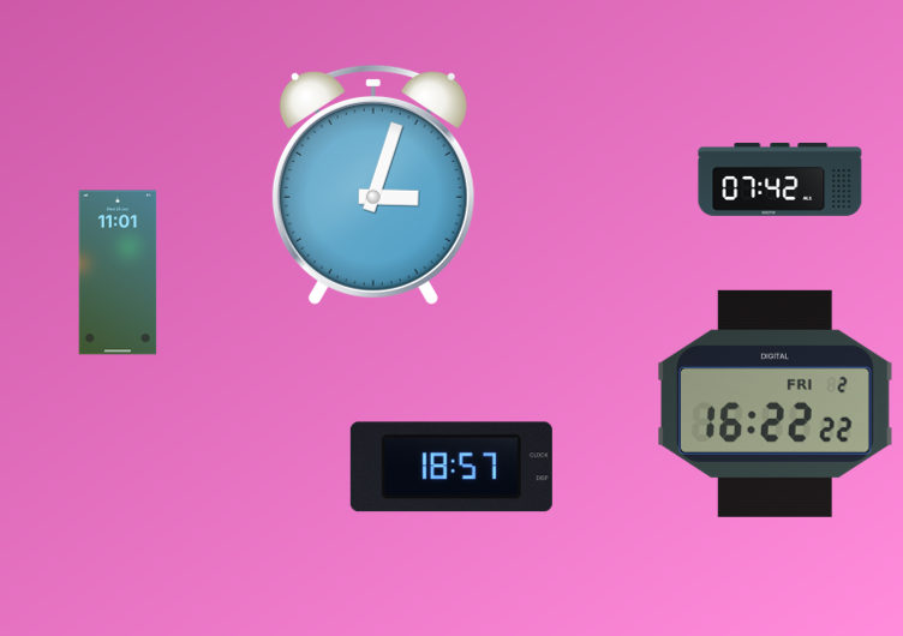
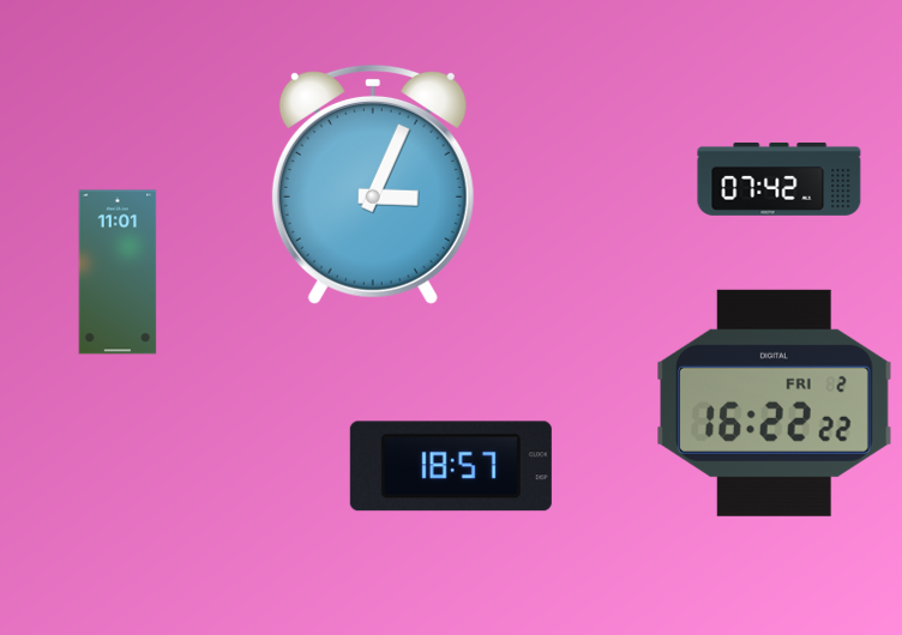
clock at (373, 185): 3:03 -> 3:04
